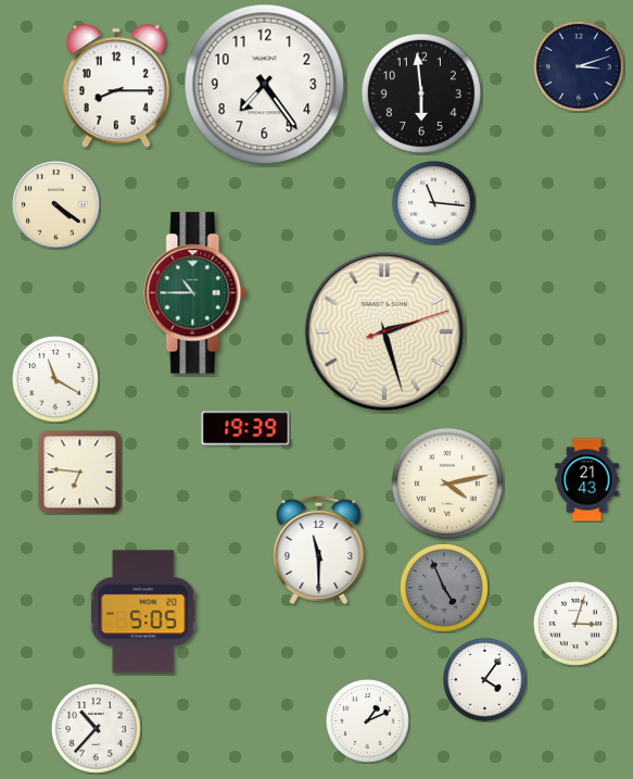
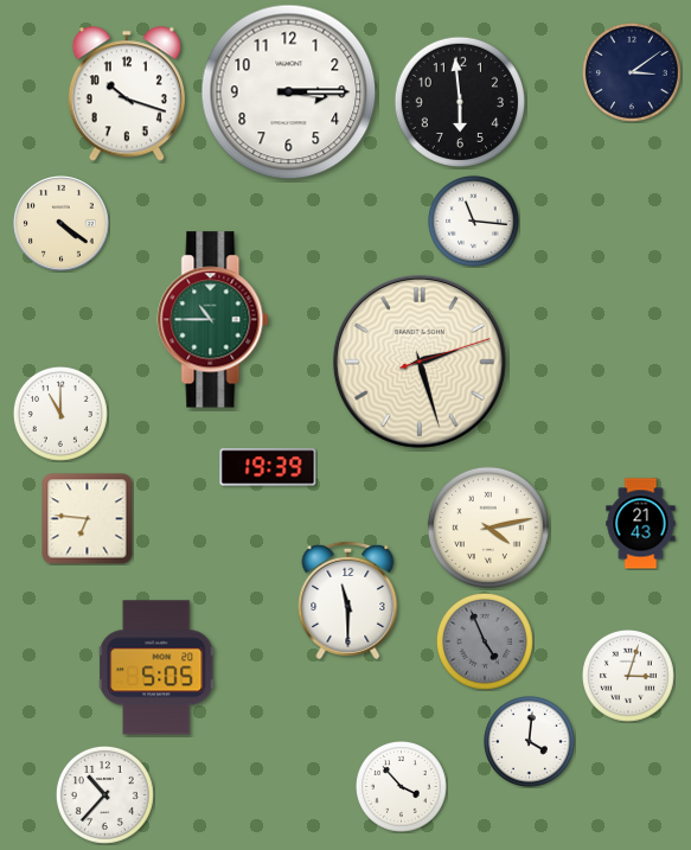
clock at (579, 66): 3:12 -> 3:09
clock at (265, 85): 7:24 -> 3:15
clock at (116, 86): 8:15 -> 10:18
clock at (55, 380): 11:20 -> 11:00
clock at (80, 473) position: (80, 473) -> (88, 519)
clock at (577, 625) position: (577, 625) -> (629, 677)
clock at (485, 680): 4:06 -> 4:01
clock at (368, 721): 1:11 -> 3:53
